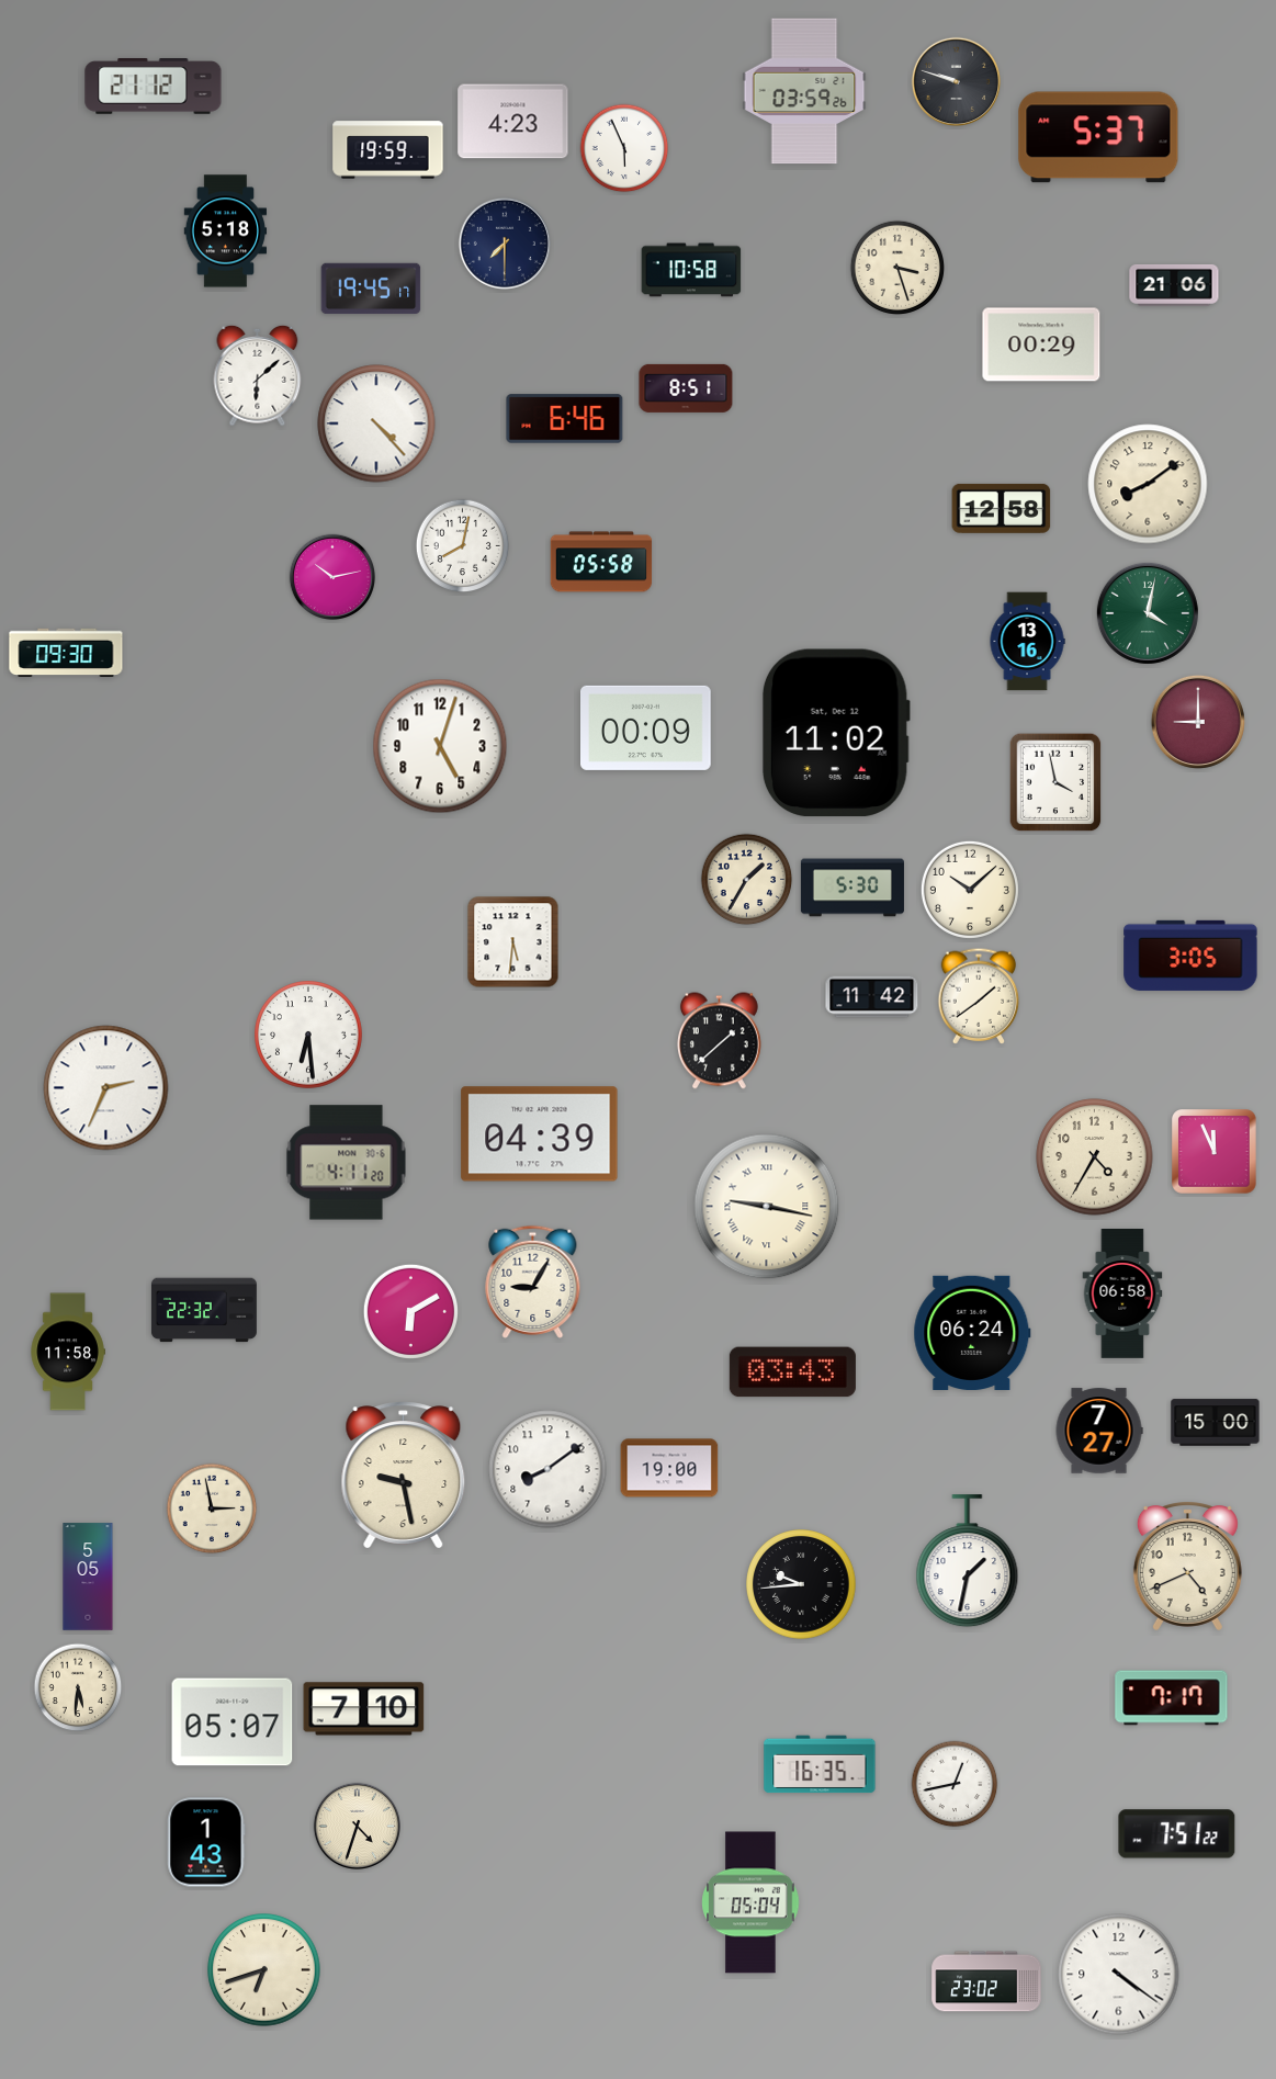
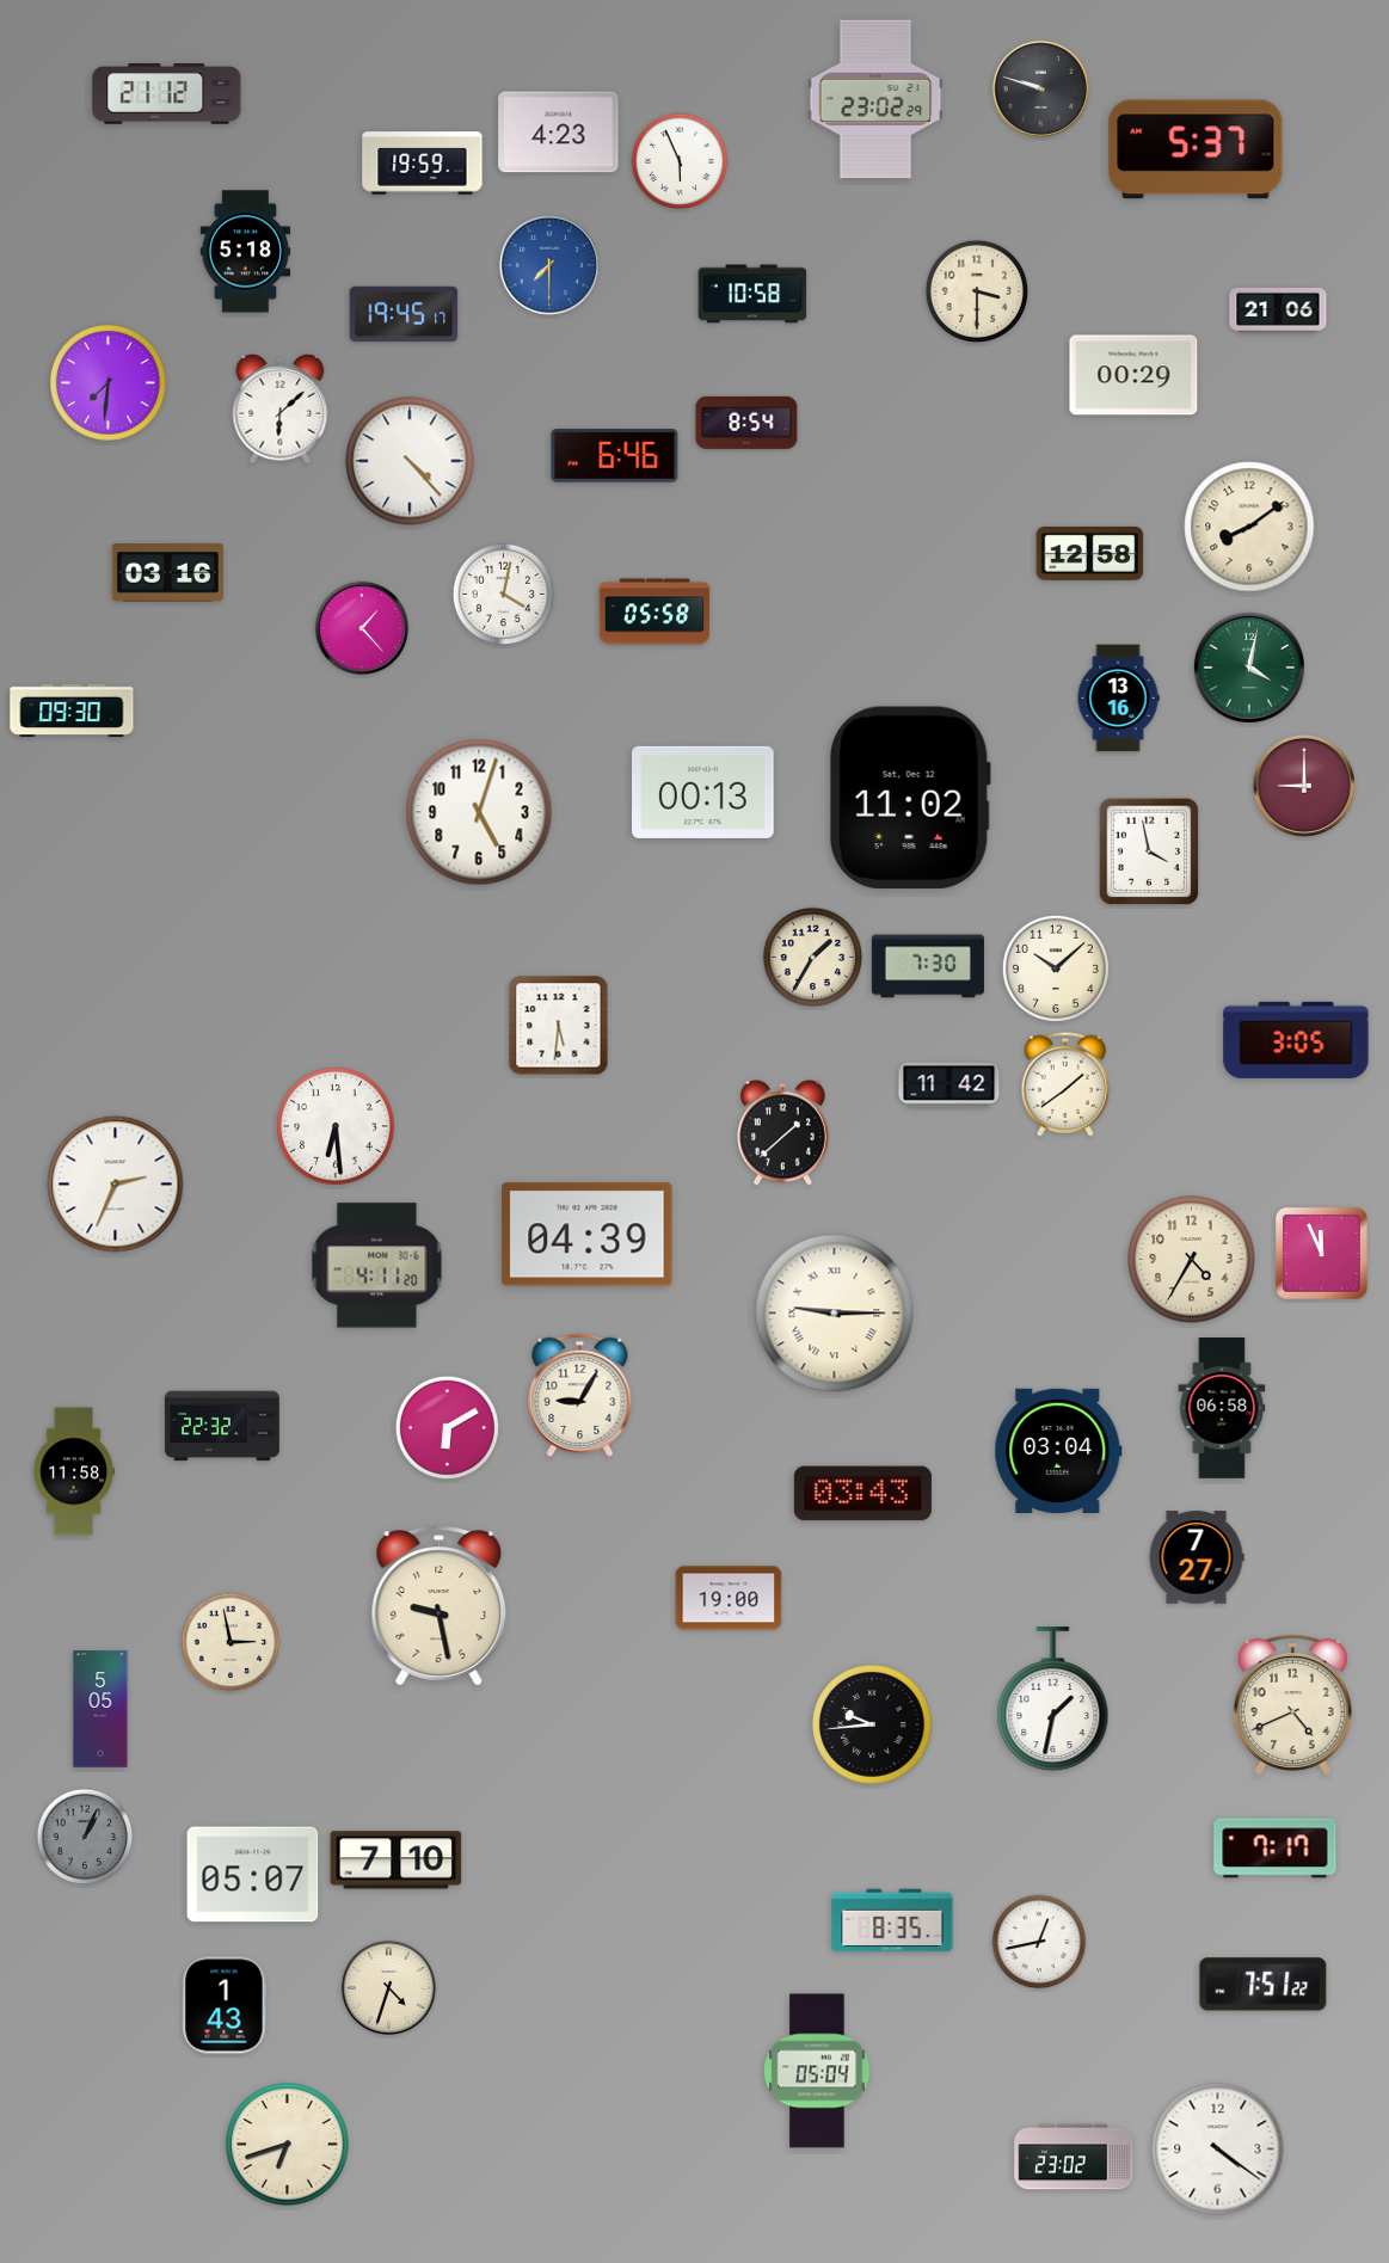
clock at (804, 91): 03:59 -> 23:02
clock at (505, 244) dial: navy -> blue
clock at (897, 267): 3:27 -> 3:30
clock at (109, 383): none -> 7:31
clock at (686, 388): 8:51 -> 8:54
clock at (167, 573): none -> 03:16
clock at (463, 546): 8:02 -> 4:02
clock at (331, 576): 10:13 -> 1:23
clock at (646, 727): 00:09 -> 00:13
clock at (852, 888): 5:30 -> 7:30
clock at (767, 1207): 9:17 -> 9:15
clock at (972, 1332): 06:24 -> 03:04
clock at (1216, 1423): 15:00 -> none
clock at (547, 1469): 8:09 -> none
clock at (88, 1577) position: (88, 1577) -> (100, 1709)
clock at (78, 1687): 5:31 -> 1:04
clock at (78, 1687) dial: cream -> grey
clock at (820, 1764): 16:35 -> 8:35
clock at (1177, 1834) position: (1177, 1834) -> (1264, 1985)
